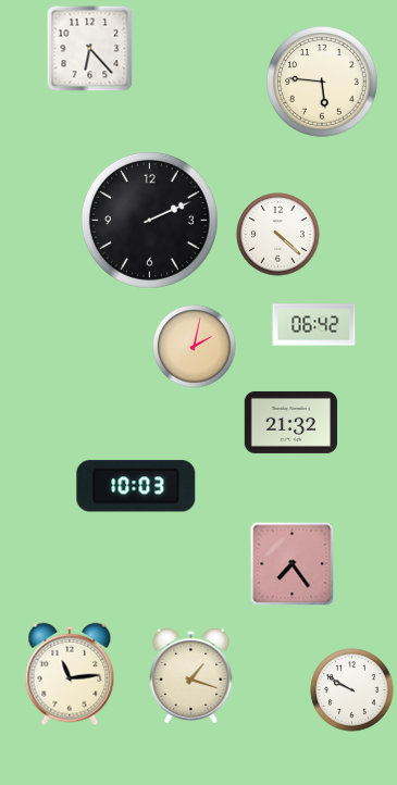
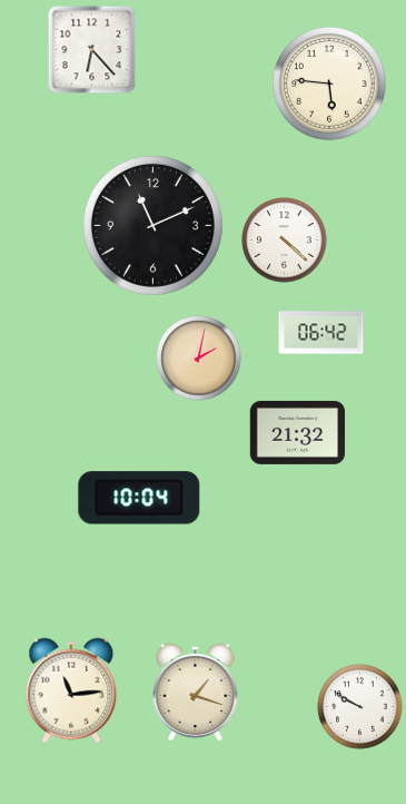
clock at (149, 220): 2:11 -> 11:11
clock at (195, 347) position: (195, 347) -> (199, 359)
clock at (136, 486): 10:03 -> 10:04
clock at (293, 564): 7:24 -> none
